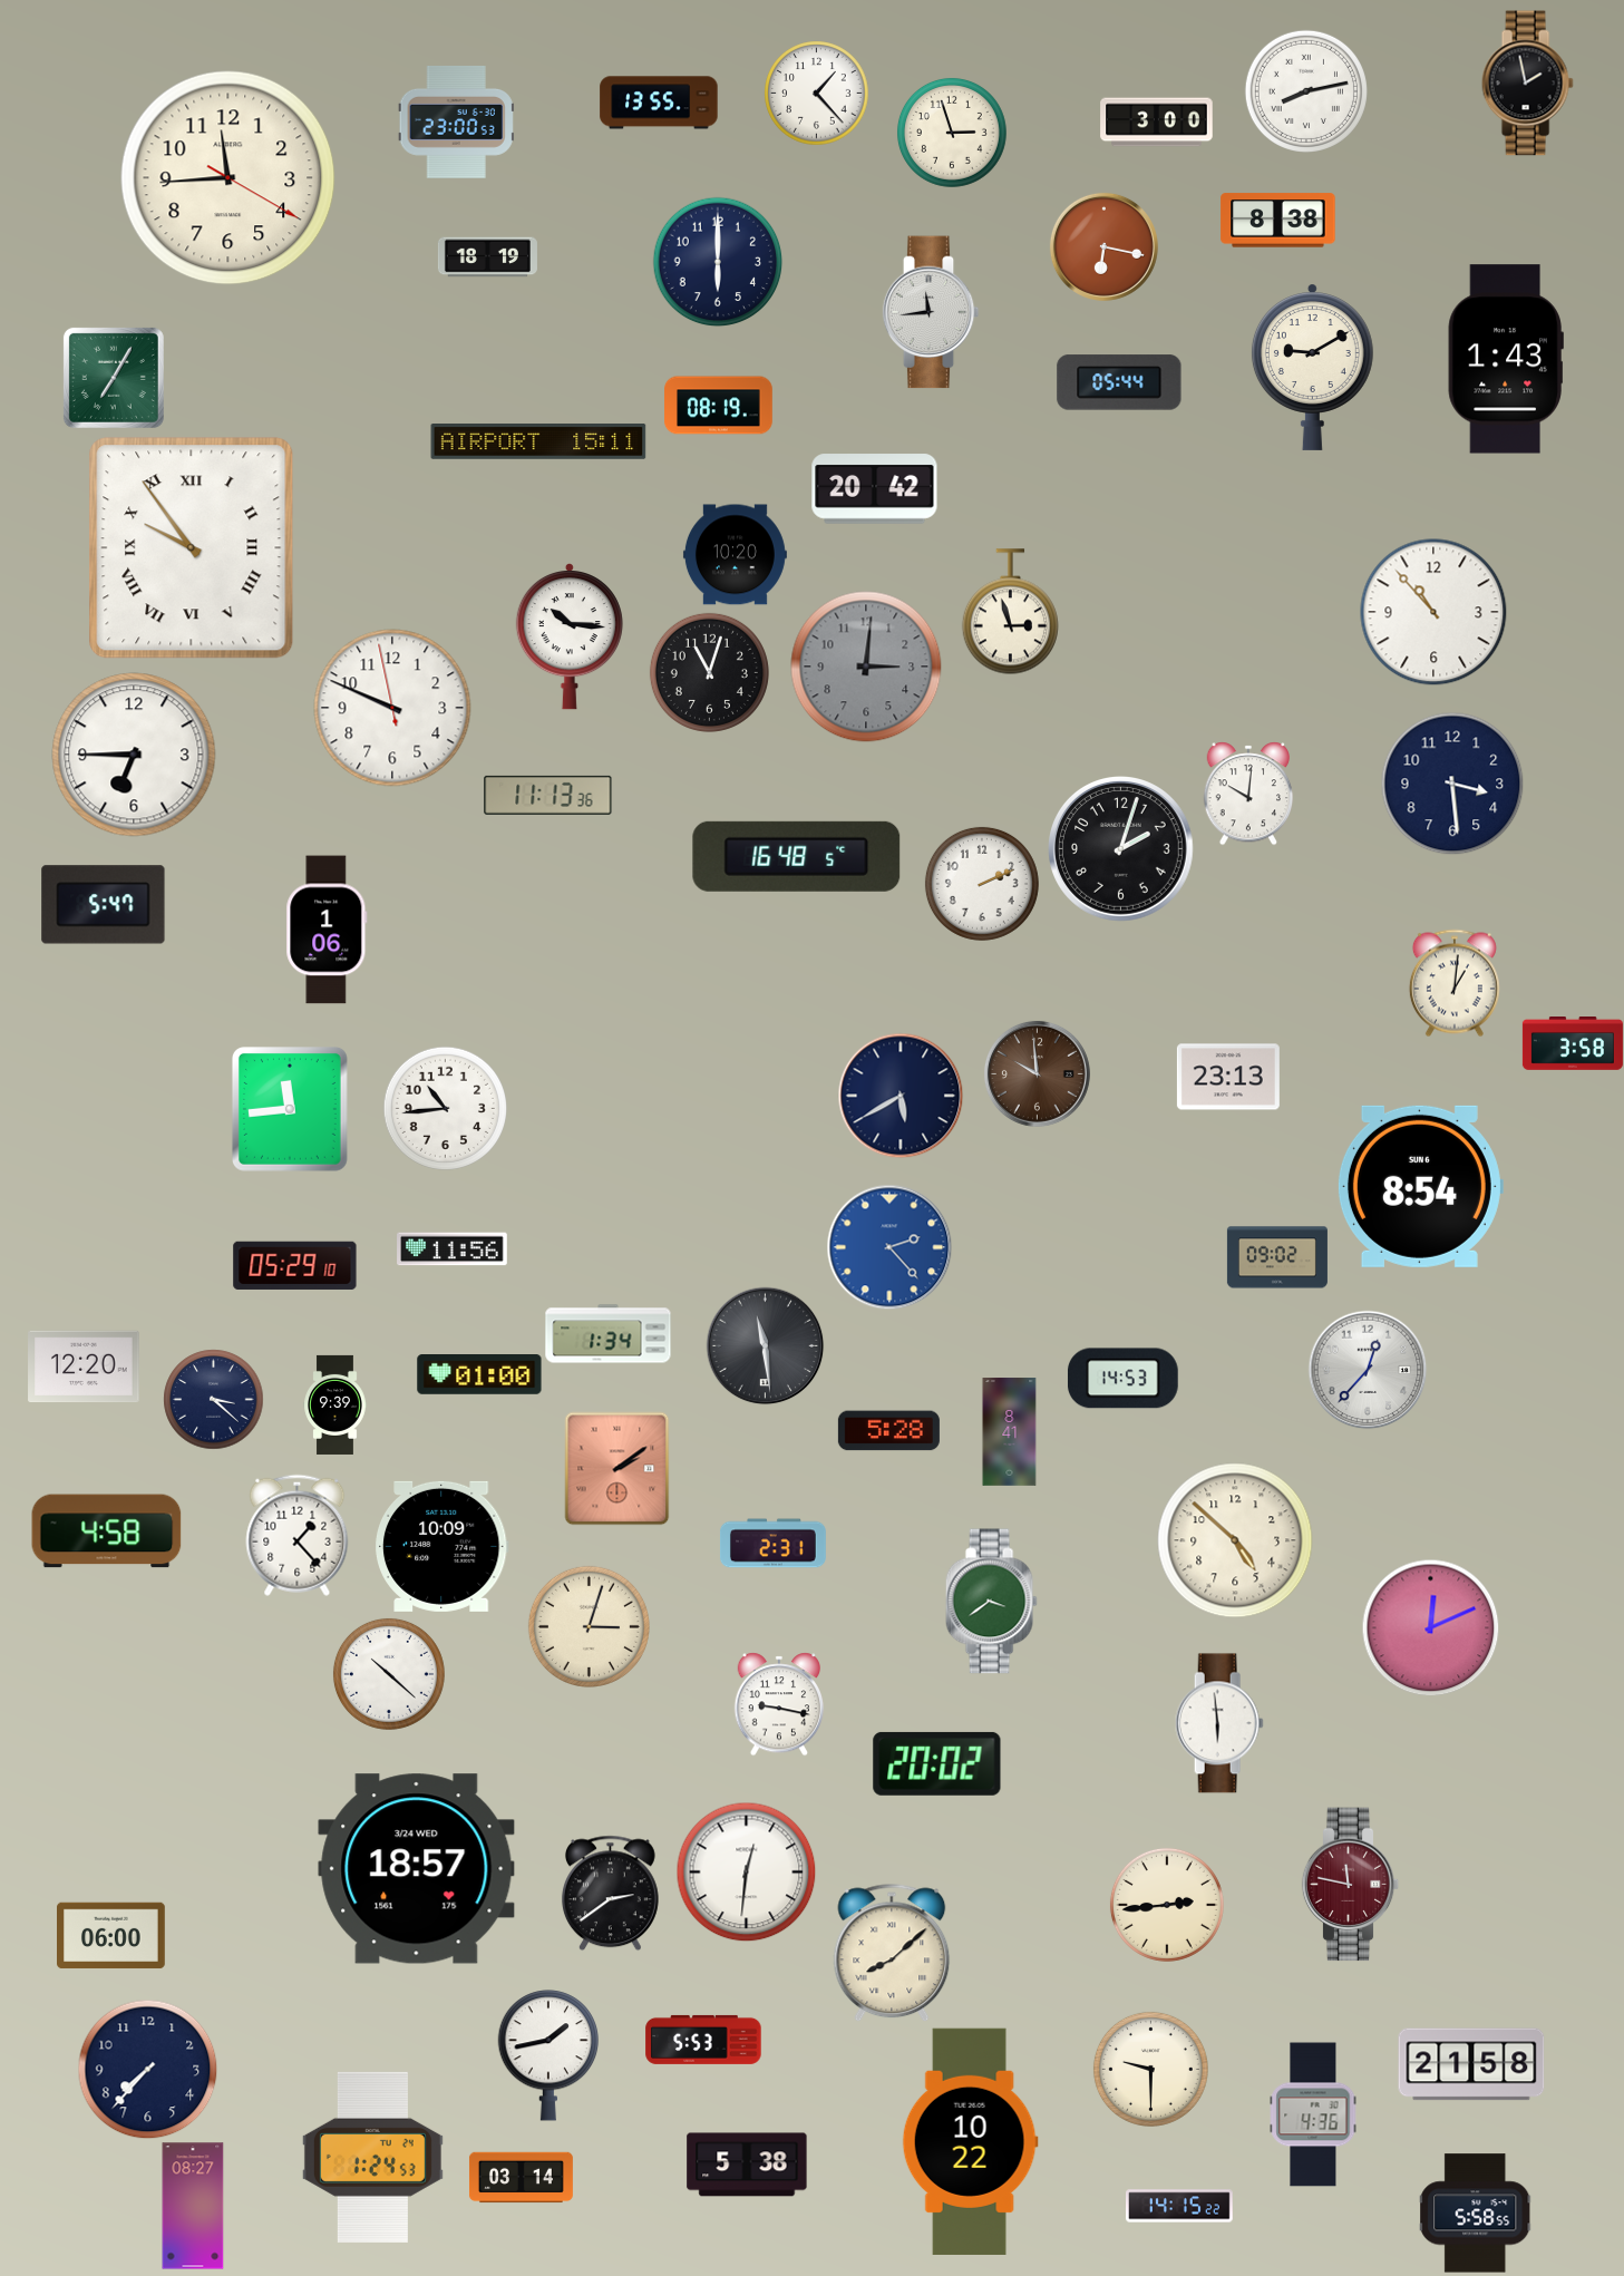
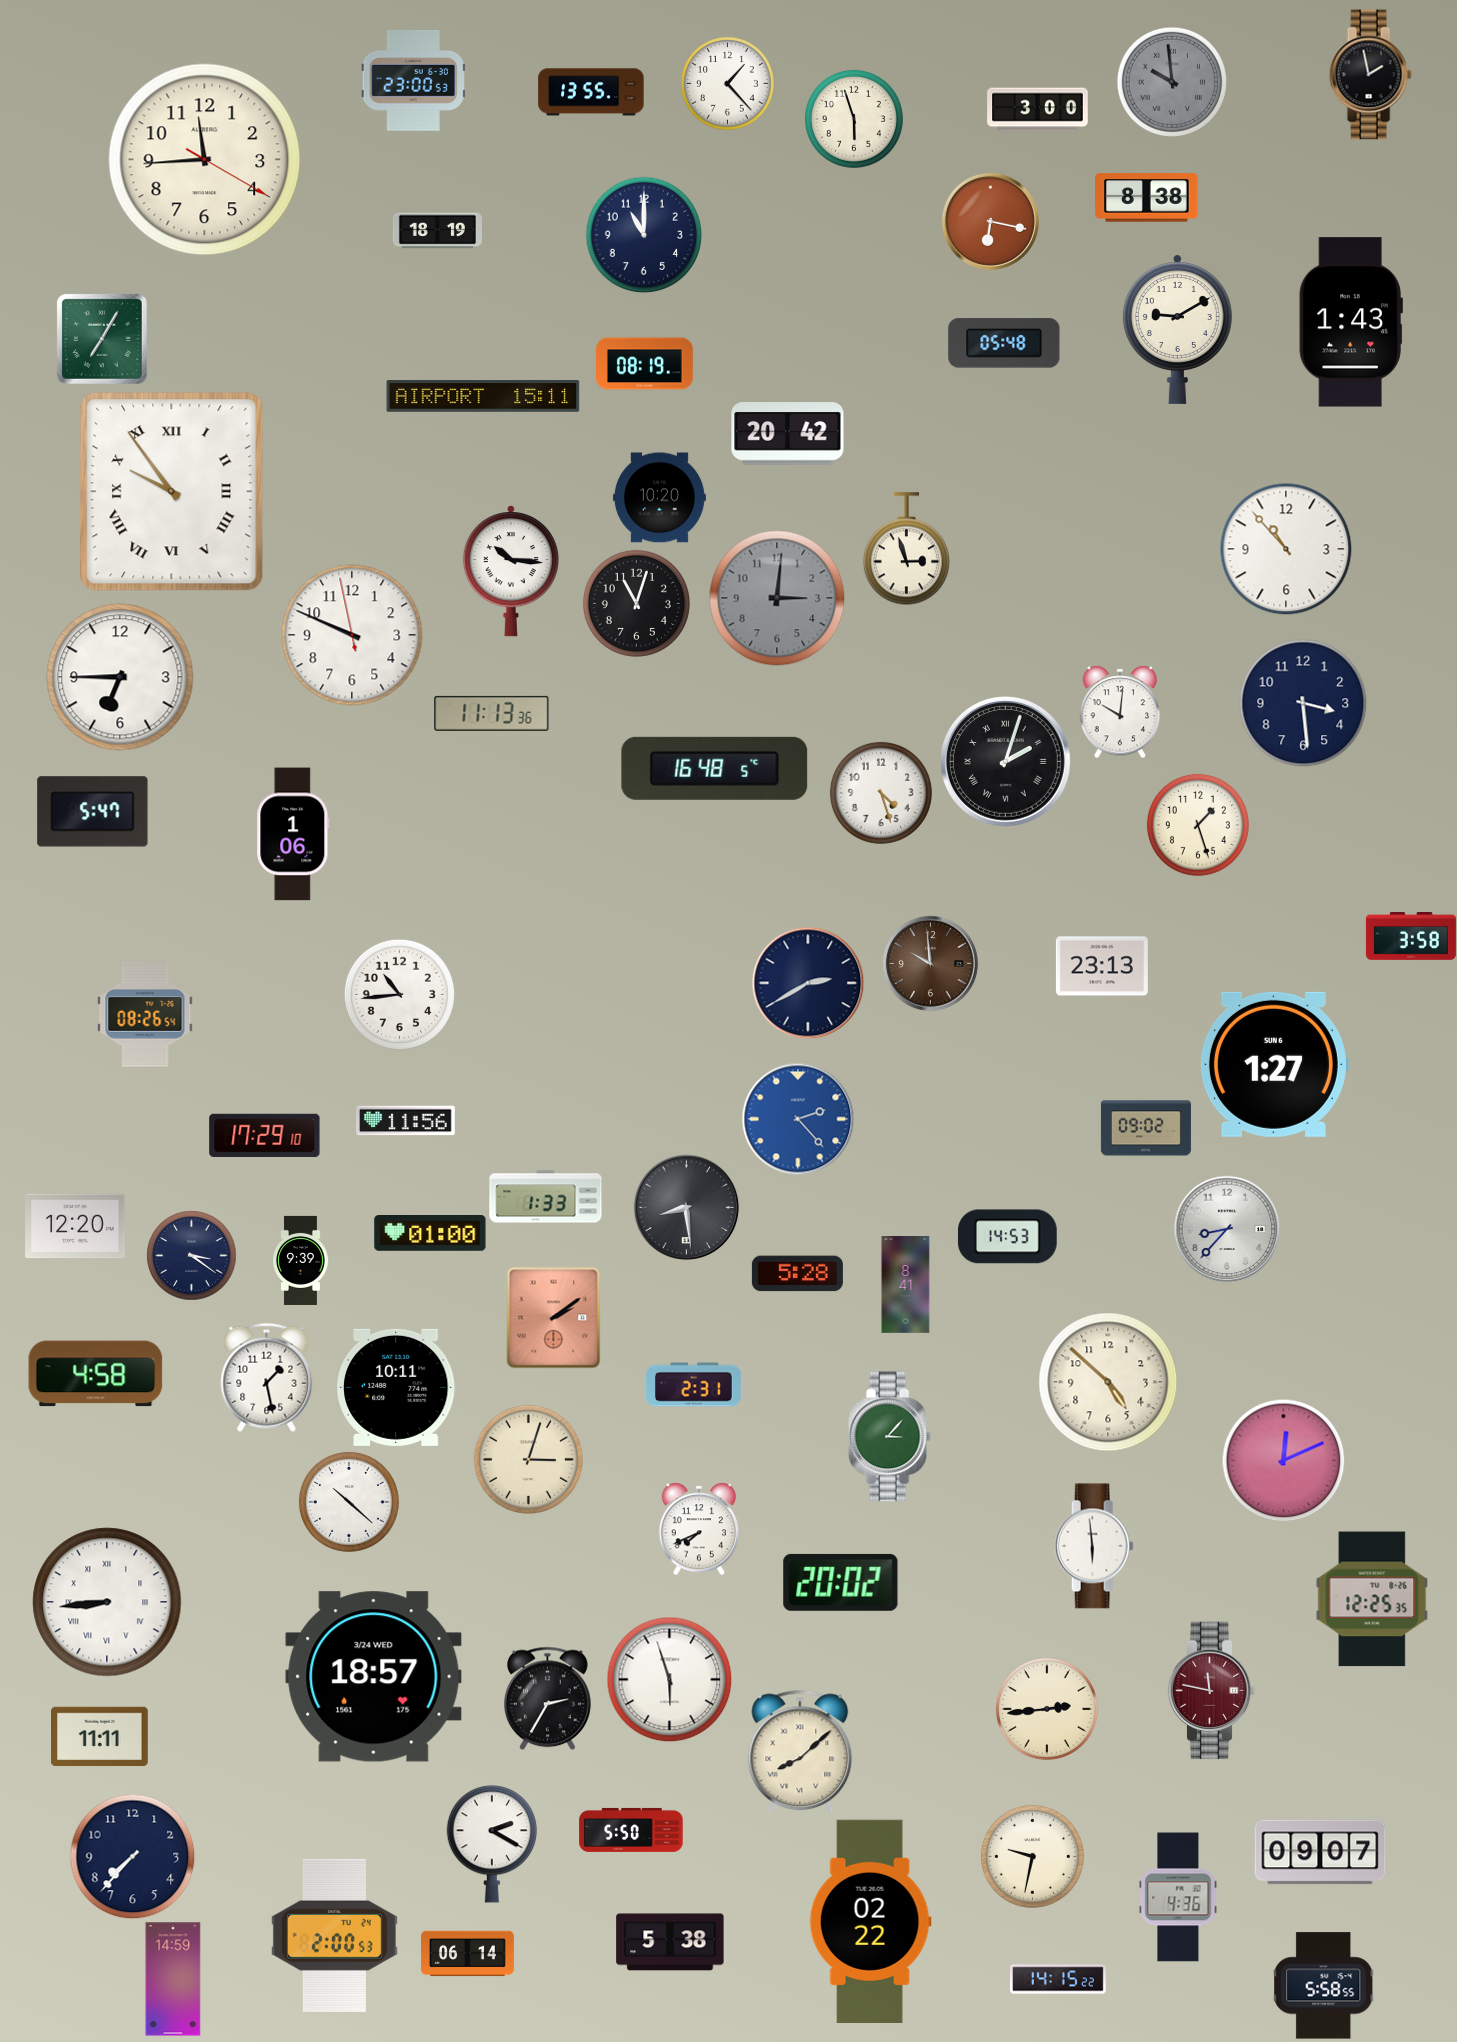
clock at (1306, 91): 8:13 -> 9:59
clock at (1306, 91) dial: white -> grey
clock at (816, 93) position: (816, 93) -> (727, 83)
clock at (456, 121) position: (456, 121) -> (413, 80)
clock at (952, 133): 2:57 -> 5:57
clock at (718, 262): 6:00 -> 11:00
clock at (931, 312): 11:44 -> none
clock at (1119, 382): 05:44 -> 05:48
clock at (875, 489) position: (875, 489) -> (788, 434)
clock at (1121, 849) numerals: Arabic -> Roman
clock at (982, 884): 2:11 -> 4:27
clock at (1198, 825): none -> 1:27
clock at (1455, 983): 1:01 -> none
clock at (901, 1096): 5:40 -> 2:40
clock at (290, 1110): 11:44 -> none
clock at (145, 1014): none -> 08:26
clock at (1420, 1186): 8:54 -> 1:27
clock at (295, 1265): 05:29 -> 17:29
clock at (609, 1334): 1:34 -> 1:33
clock at (765, 1345): 11:29 -> 8:29
clock at (1368, 1370): 12:37 -> 8:37
clock at (213, 1399): 3:22 -> 3:21
clock at (888, 1431) position: (888, 1431) -> (797, 1274)
clock at (298, 1535): 1:23 -> 1:28
clock at (441, 1546): 10:09 -> 10:11
clock at (991, 1602): 3:39 -> 3:07
clock at (779, 1704): 9:17 -> 7:41
clock at (1372, 1599): none -> 12:25
clock at (107, 1602): none -> 8:44
clock at (746, 1871): 12:31 -> 5:57
clock at (611, 1893): 2:39 -> 2:35
clock at (111, 1936): 06:00 -> 11:11
clock at (703, 2040): 5:53 -> 5:50
clock at (548, 2055): 1:43 -> 2:20
clock at (1471, 2064): 21:58 -> 09:07
clock at (1150, 2069): 9:30 -> 9:32
clock at (970, 2141): 10:22 -> 02:22
clock at (372, 2157): 1:24 -> 2:00
clock at (521, 2178): 03:14 -> 06:14
clock at (193, 2206): 08:27 -> 14:59
